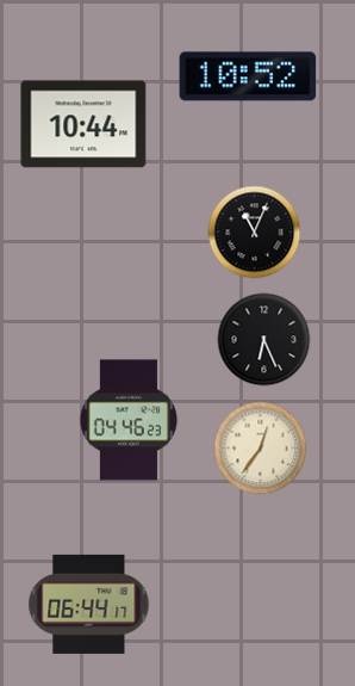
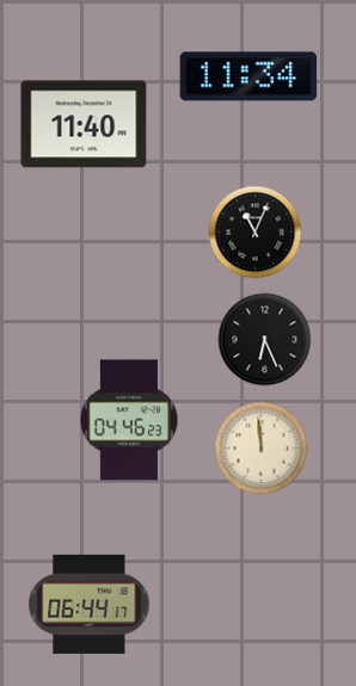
clock at (248, 76): 10:52 -> 11:34
clock at (83, 124): 10:44 -> 11:40
clock at (260, 447): 12:36 -> 11:59
